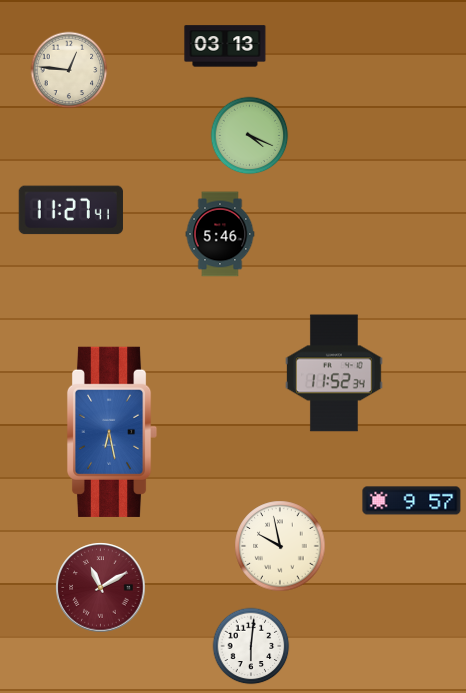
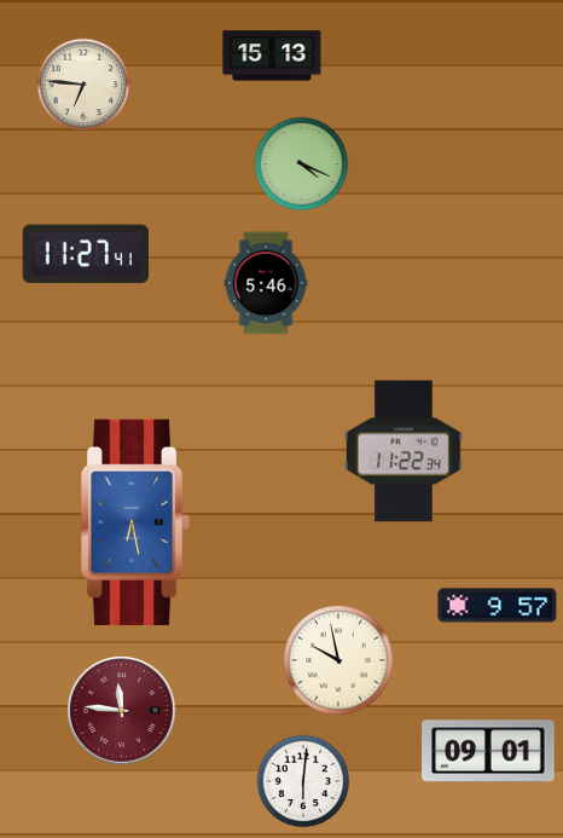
clock at (225, 46): 03:13 -> 15:13
clock at (69, 70): 12:46 -> 6:46
clock at (335, 373): 11:52 -> 11:22
clock at (101, 588): 11:10 -> 11:46
clock at (488, 751): none -> 09:01
